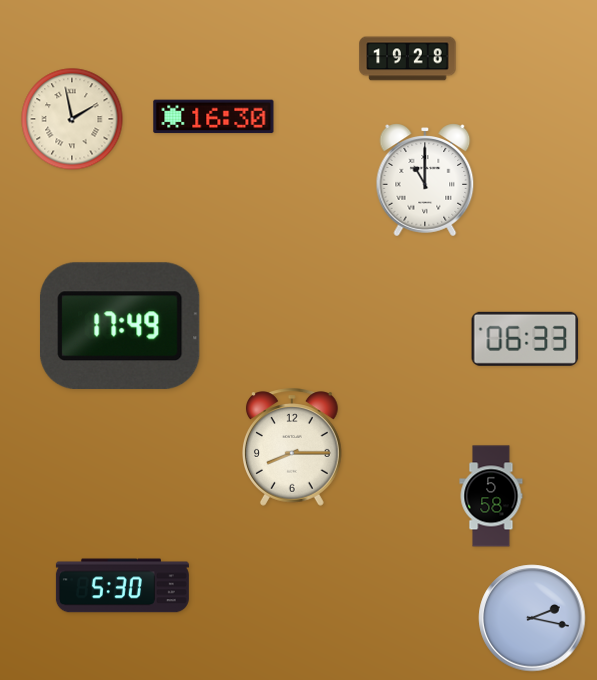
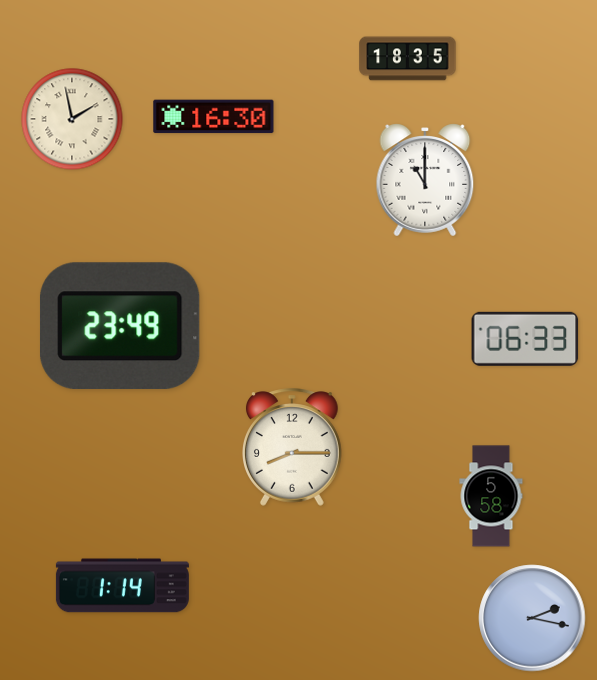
clock at (408, 59): 19:28 -> 18:35
clock at (120, 326): 17:49 -> 23:49
clock at (122, 586): 5:30 -> 1:14
